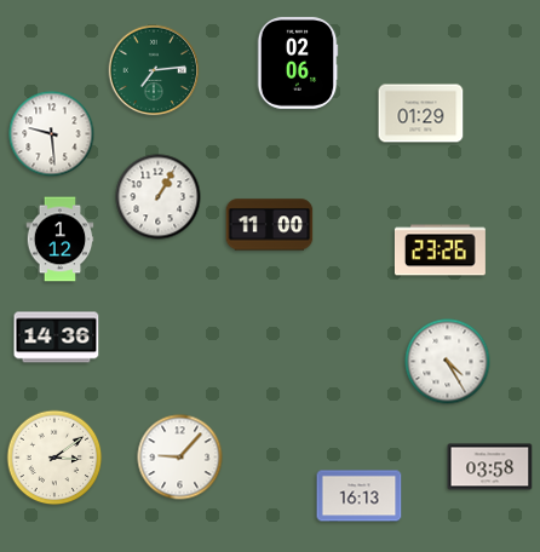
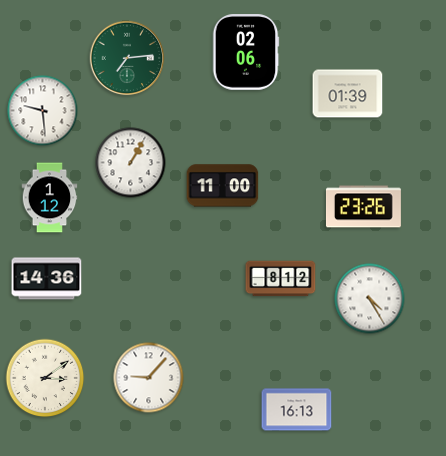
clock at (421, 114): 01:29 -> 01:39
clock at (281, 279): none -> 8:12
clock at (490, 467): 03:58 -> none
